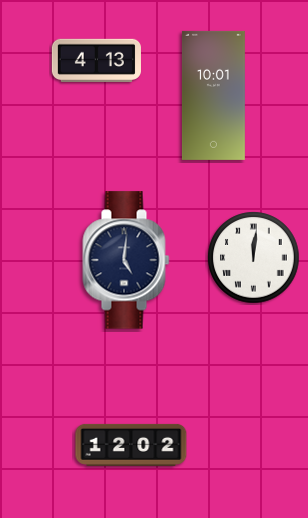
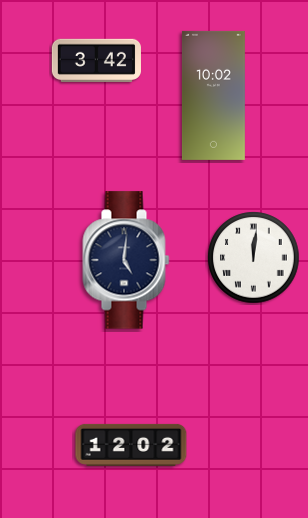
clock at (96, 60): 4:13 -> 3:42
clock at (213, 95): 10:01 -> 10:02
